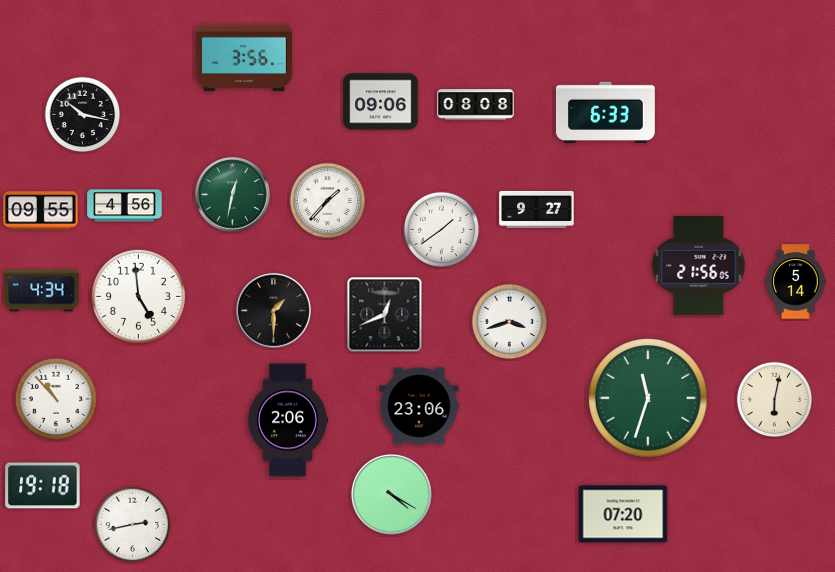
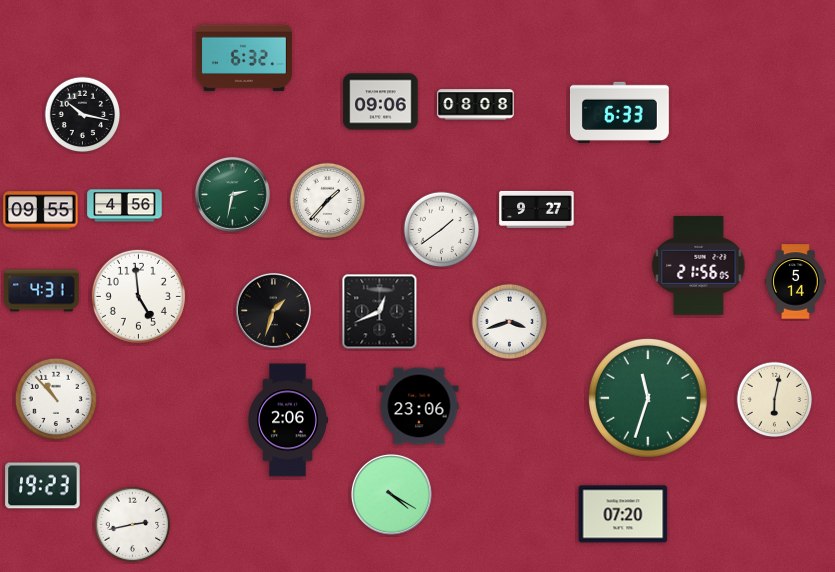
clock at (244, 58): 3:56 -> 6:32
clock at (605, 112) position: (605, 112) -> (619, 112)
clock at (232, 194): 12:32 -> 2:32
clock at (42, 291): 4:34 -> 4:31
clock at (273, 310): 1:30 -> 1:33
clock at (385, 315) position: (385, 315) -> (380, 312)
clock at (43, 486): 19:18 -> 19:23
